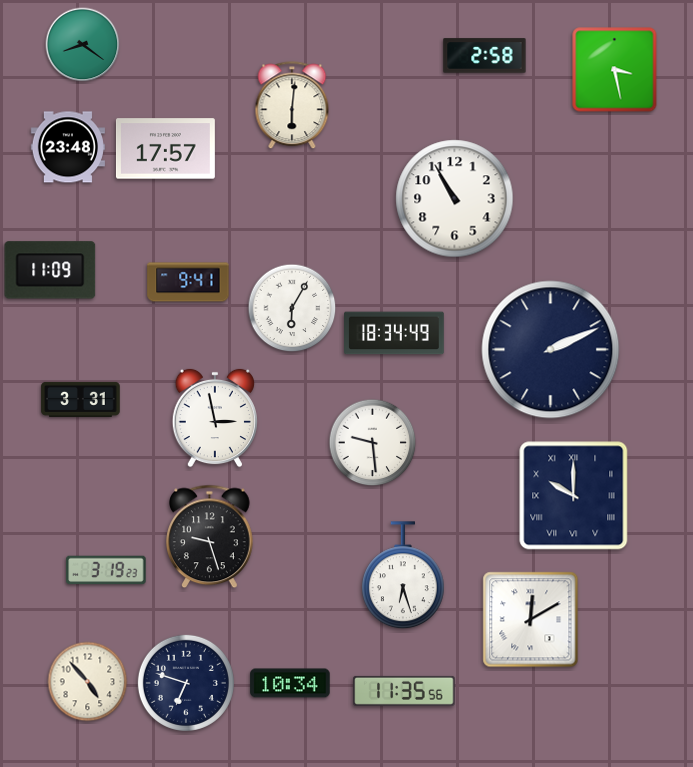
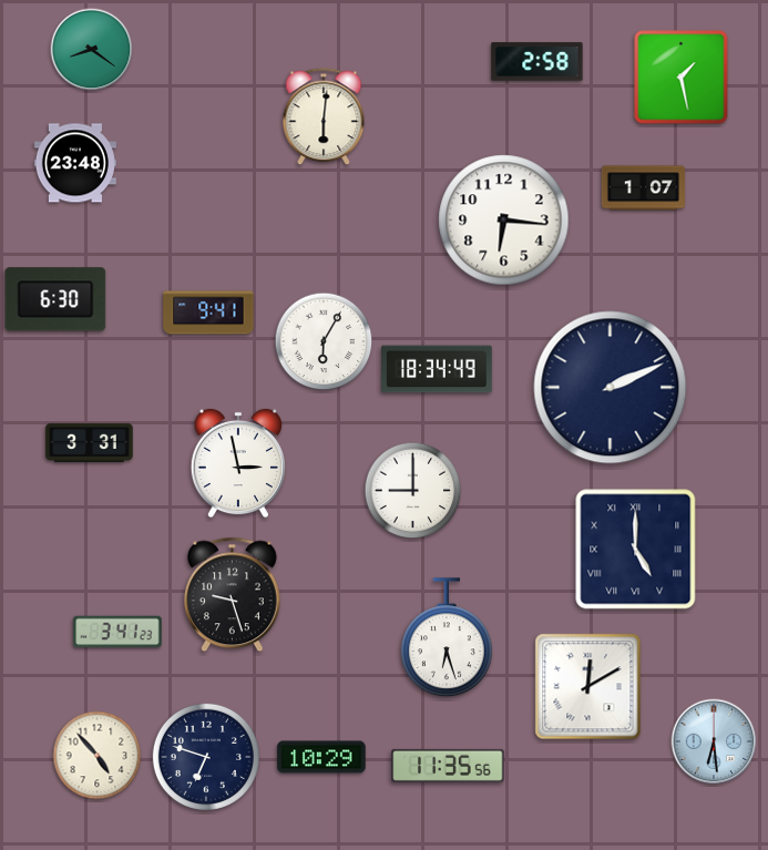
clock at (615, 70): 3:28 -> 1:28
clock at (165, 149): 17:57 -> none
clock at (643, 188): none -> 1:07
clock at (455, 199): 10:55 -> 6:16
clock at (50, 270): 11:09 -> 6:30
clock at (373, 443): 9:29 -> 9:00
clock at (574, 496): 10:00 -> 5:00
clock at (106, 570): 3:19 -> 3:41
clock at (714, 741): none -> 6:29
clock at (290, 683): 10:34 -> 10:29
